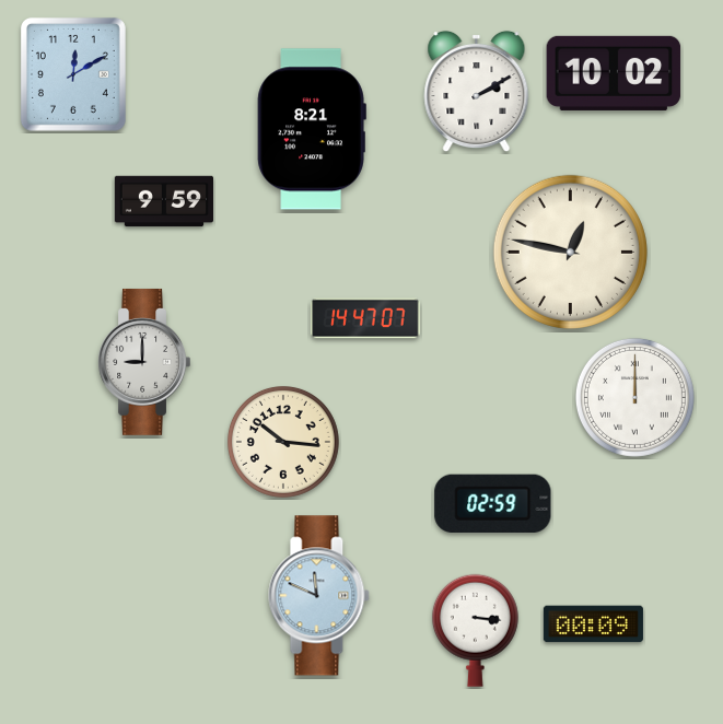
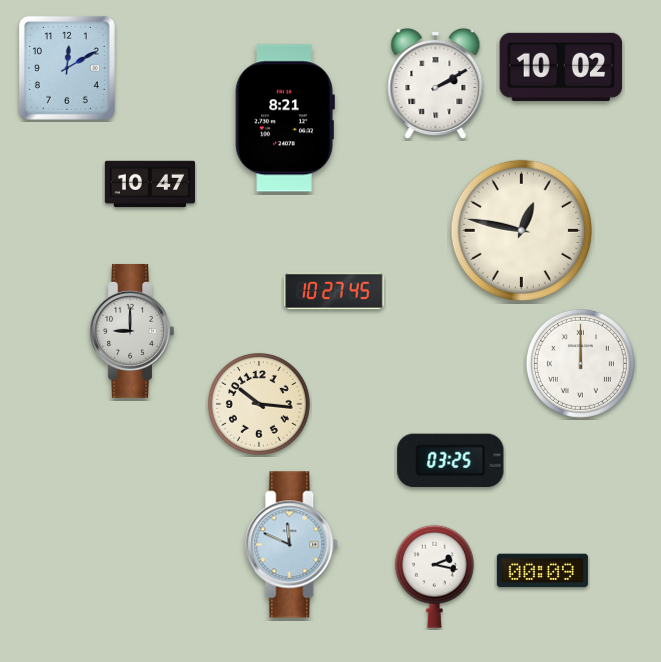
clock at (163, 201): 9:59 -> 10:47
clock at (365, 318): 14:47 -> 10:27
clock at (493, 503): 02:59 -> 03:25
clock at (475, 630): 3:16 -> 2:17
